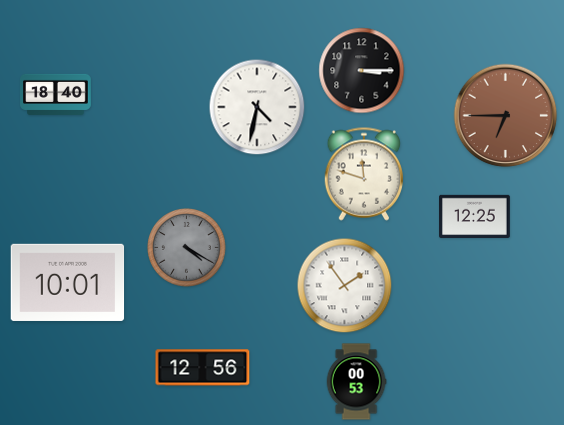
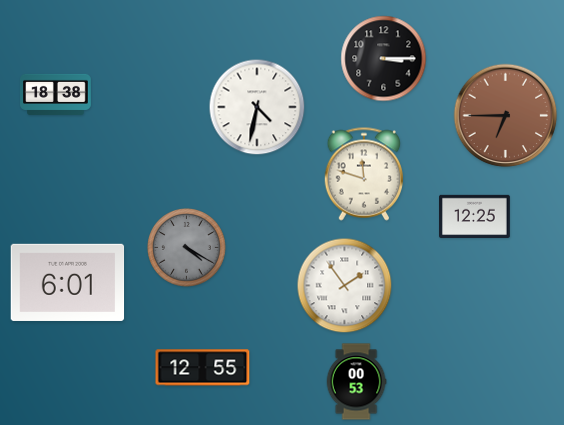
clock at (362, 71) position: (362, 71) -> (384, 59)
clock at (56, 94): 18:40 -> 18:38
clock at (68, 282): 10:01 -> 6:01
clock at (203, 368): 12:56 -> 12:55
